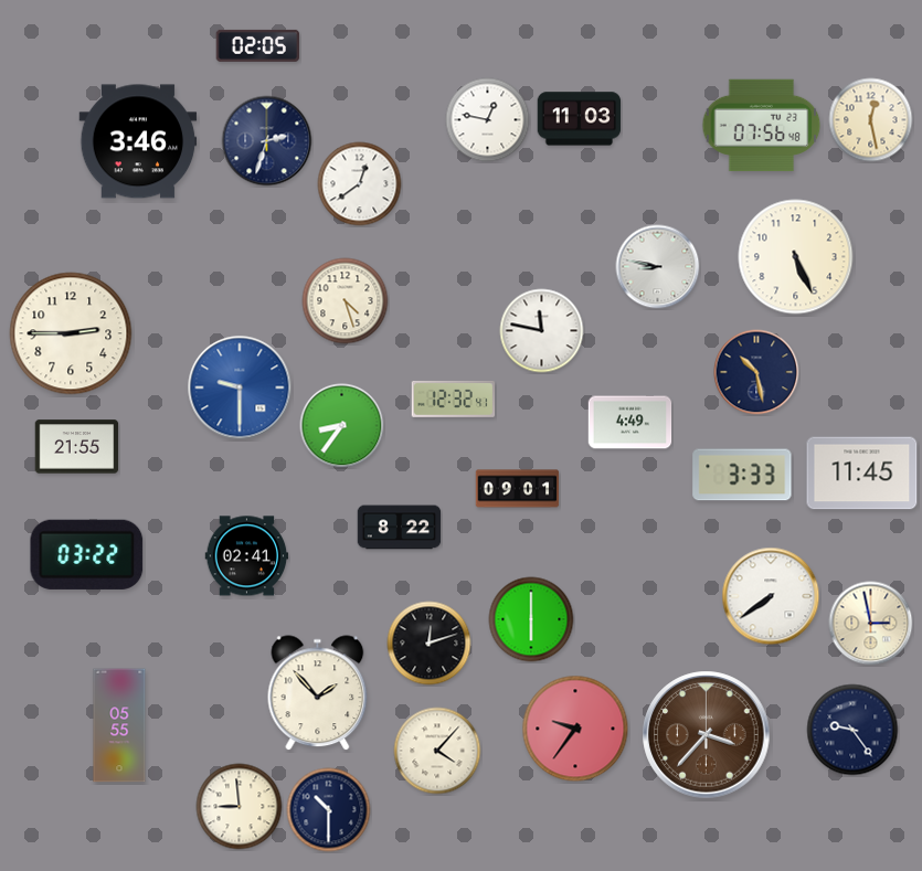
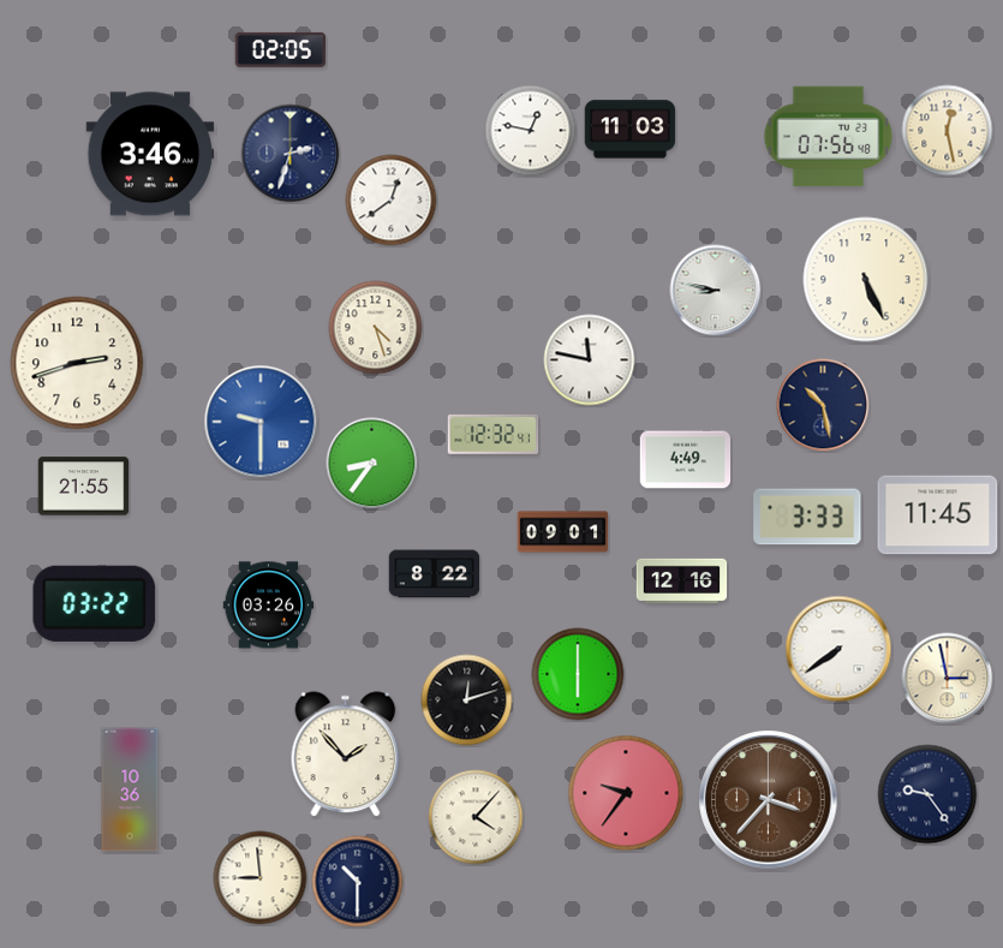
clock at (71, 333): 2:45 -> 2:42
clock at (682, 580): none -> 12:16
clock at (247, 556): 02:41 -> 03:26
clock at (119, 725): 05:55 -> 10:36
